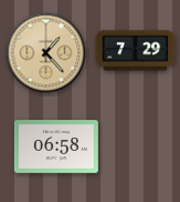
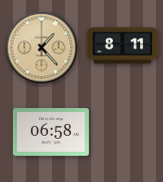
clock at (136, 51): 7:29 -> 8:11
